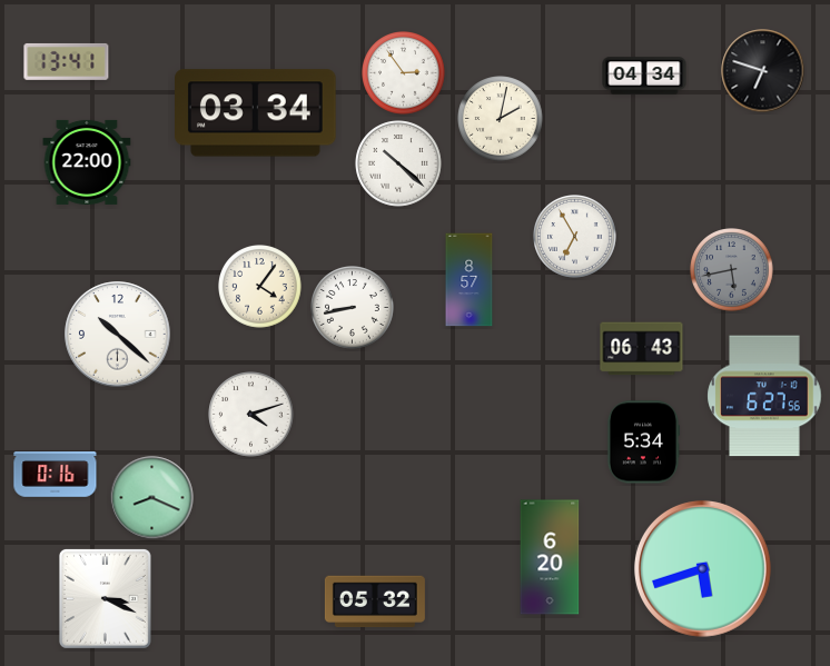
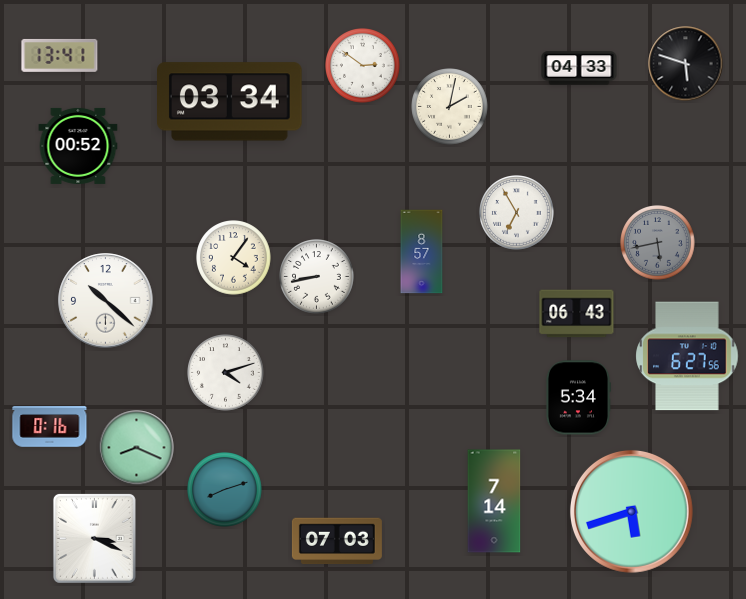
clock at (763, 71): 6:48 -> 5:48
clock at (404, 73): 2:54 -> 2:51
clock at (644, 76): 04:34 -> 04:33
clock at (87, 162): 22:00 -> 00:52
clock at (398, 163): 10:22 -> none
clock at (225, 490): none -> 8:12
clock at (550, 557): 6:20 -> 7:14
clock at (375, 602): 05:32 -> 07:03
